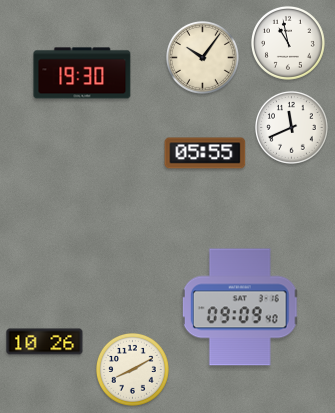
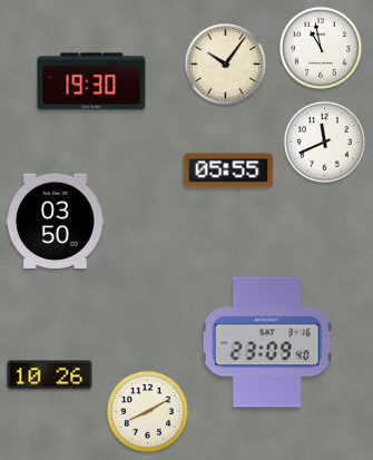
clock at (56, 221): none -> 03:50
clock at (240, 307): 09:09 -> 23:09
clock at (45, 342) position: (45, 342) -> (50, 375)
